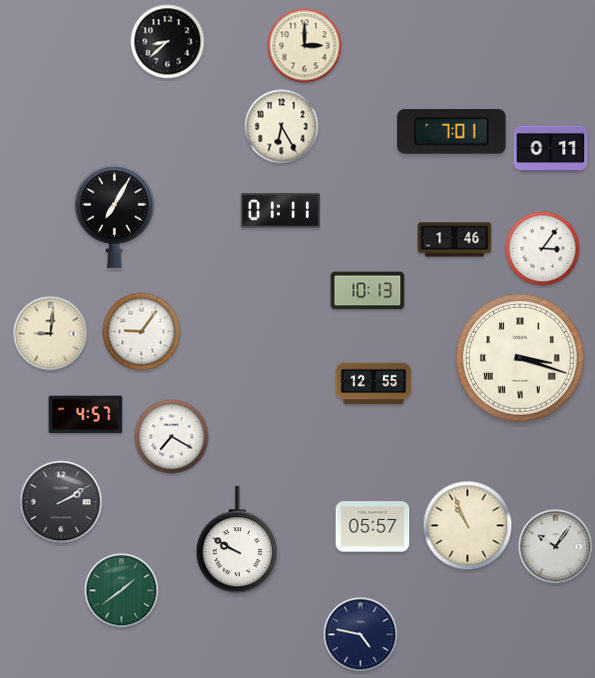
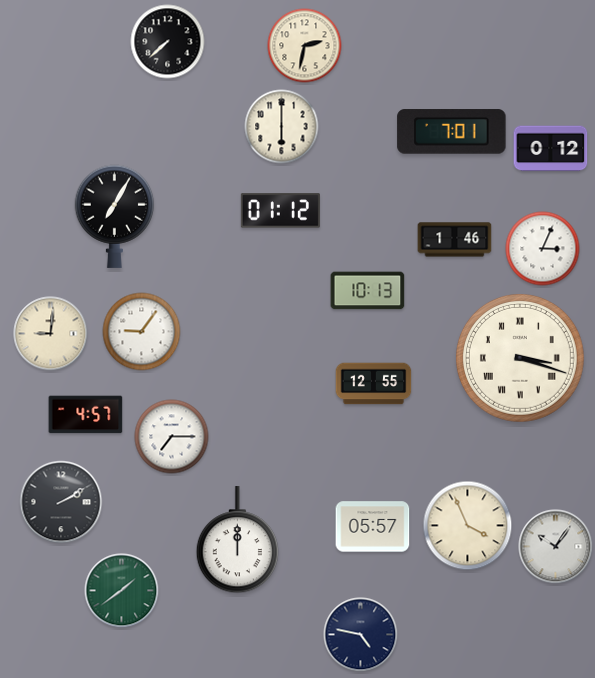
clock at (168, 42): 8:38 -> 7:38
clock at (305, 46): 3:00 -> 2:32
clock at (282, 127): 6:25 -> 6:00
clock at (551, 149): 0:11 -> 0:12
clock at (280, 211): 01:11 -> 01:12
clock at (543, 249): 3:06 -> 3:04
clock at (172, 437): 7:20 -> 7:15
clock at (468, 526): 10:56 -> 3:56
clock at (237, 540): 9:50 -> 12:00
